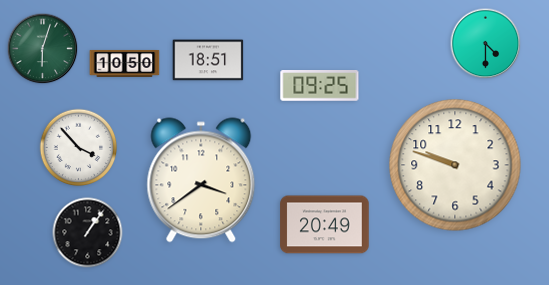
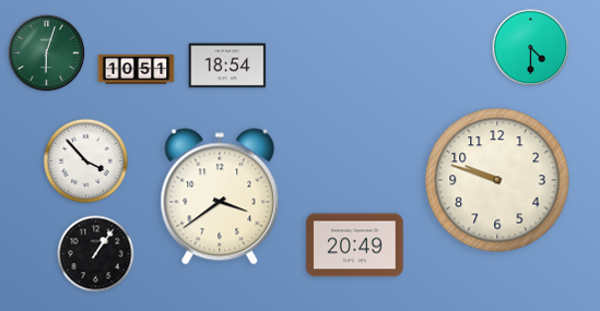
clock at (208, 60): 18:51 -> 18:54
clock at (125, 64): 10:50 -> 10:51
clock at (320, 86): 09:25 -> none
